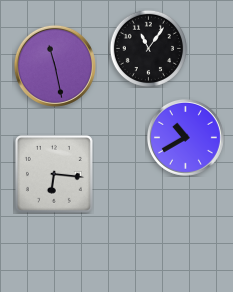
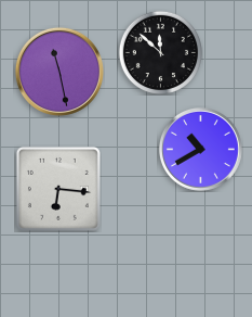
clock at (148, 48): 11:06 -> 11:52
